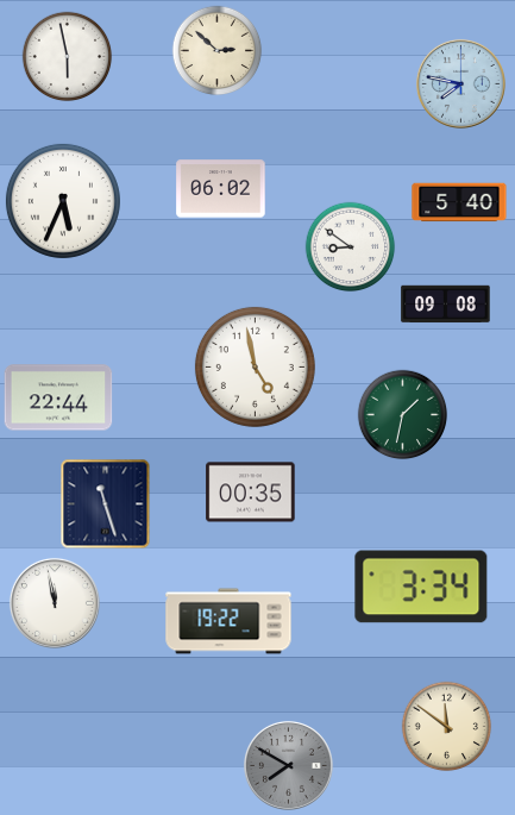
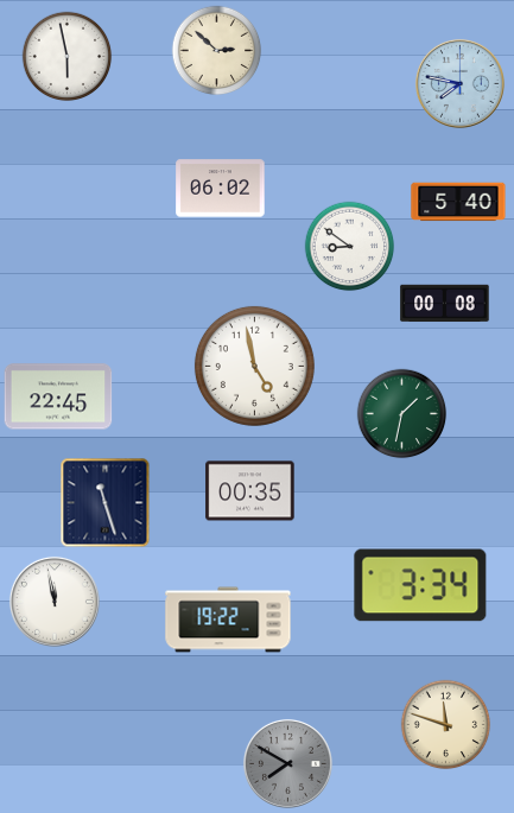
clock at (63, 201): 5:34 -> none
clock at (446, 305): 09:08 -> 00:08
clock at (58, 397): 22:44 -> 22:45
clock at (447, 727): 11:51 -> 11:48
